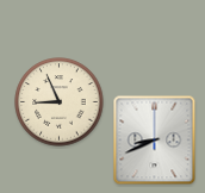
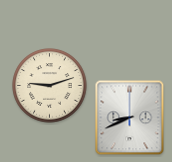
clock at (60, 102): 8:56 -> 9:12
